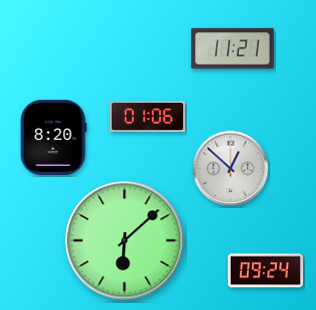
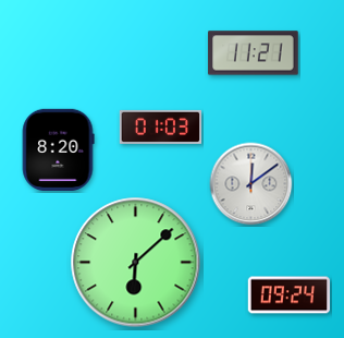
clock at (147, 116): 01:06 -> 01:03
clock at (231, 169): 12:52 -> 12:09
